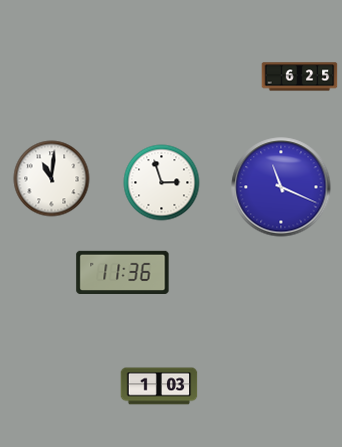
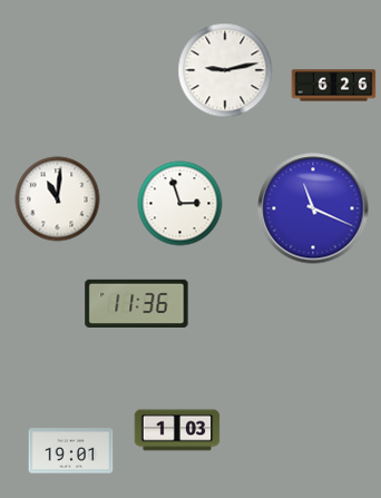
clock at (225, 70): none -> 9:13
clock at (300, 77): 6:25 -> 6:26
clock at (71, 451): none -> 19:01
